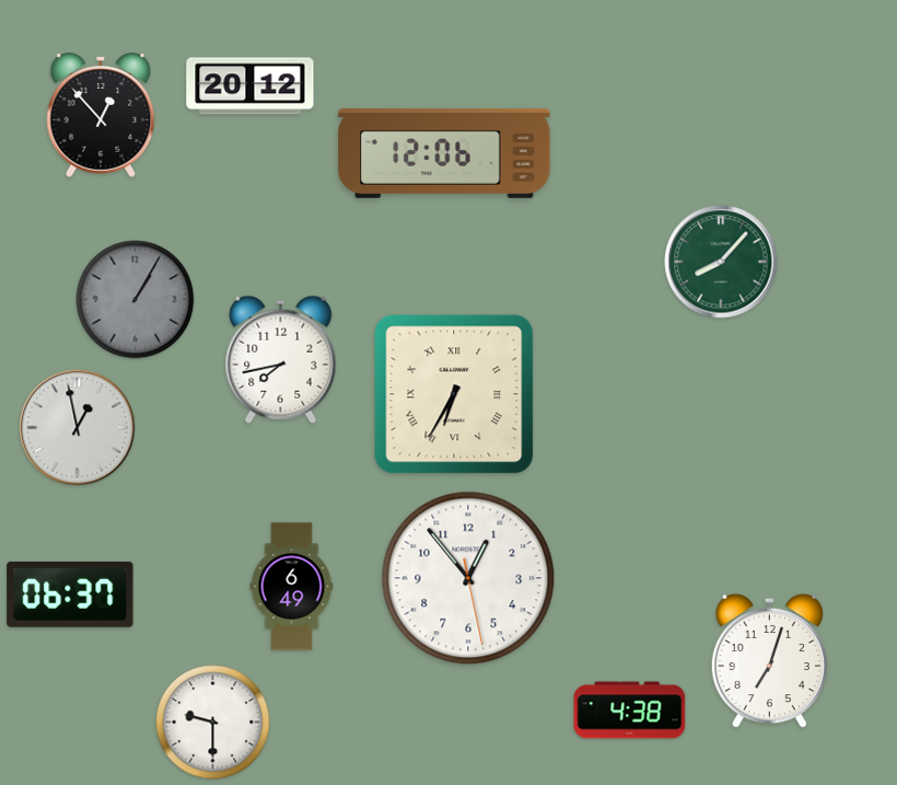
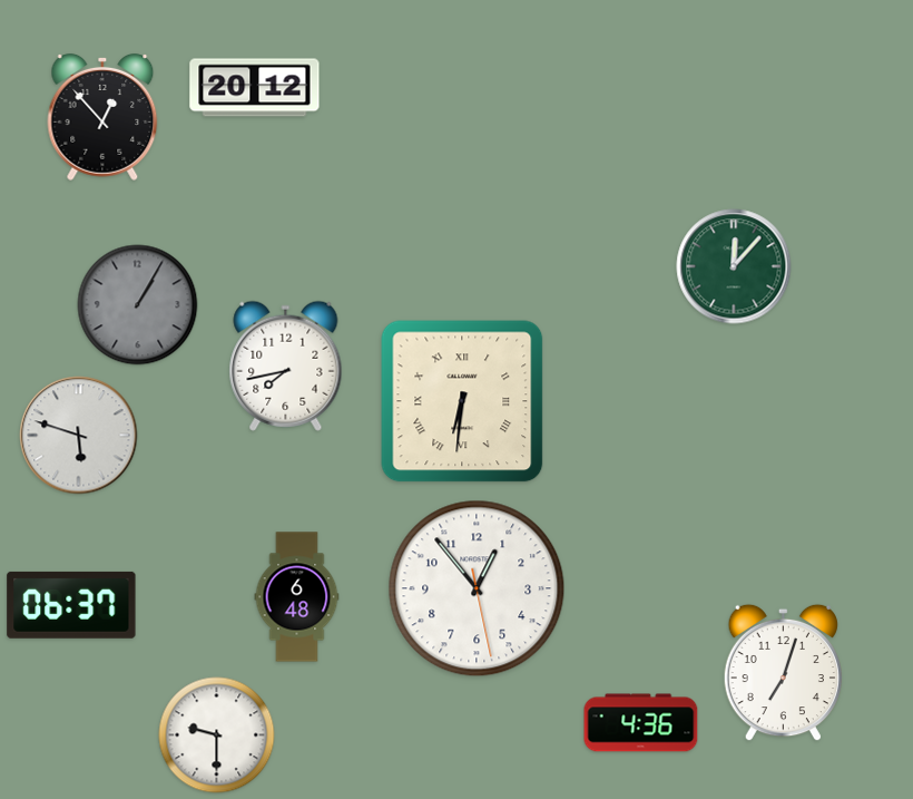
clock at (444, 153): 12:06 -> none
clock at (721, 262): 8:07 -> 12:07
clock at (454, 394): 6:35 -> 6:31
clock at (78, 428): 12:58 -> 5:48
clock at (292, 587): 6:49 -> 6:48
clock at (630, 711): 4:38 -> 4:36
